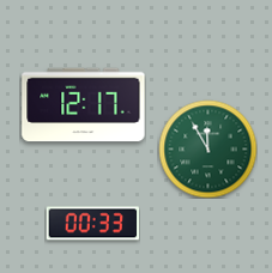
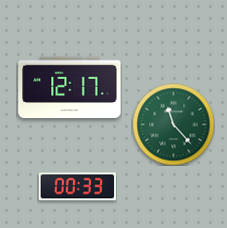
clock at (207, 148): 11:55 -> 11:23
